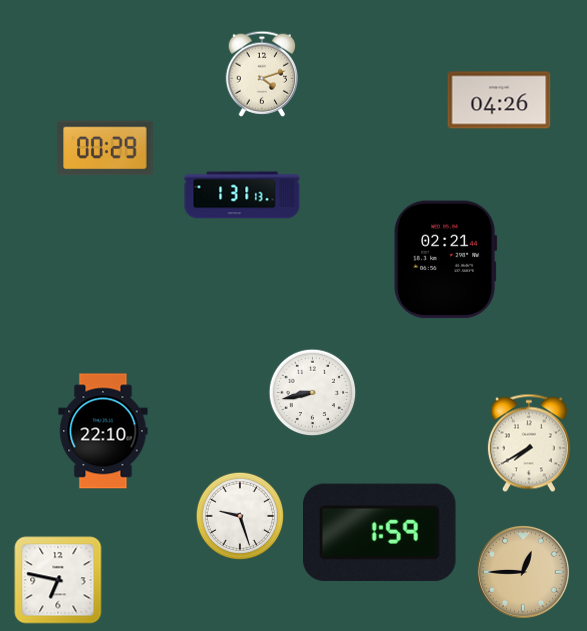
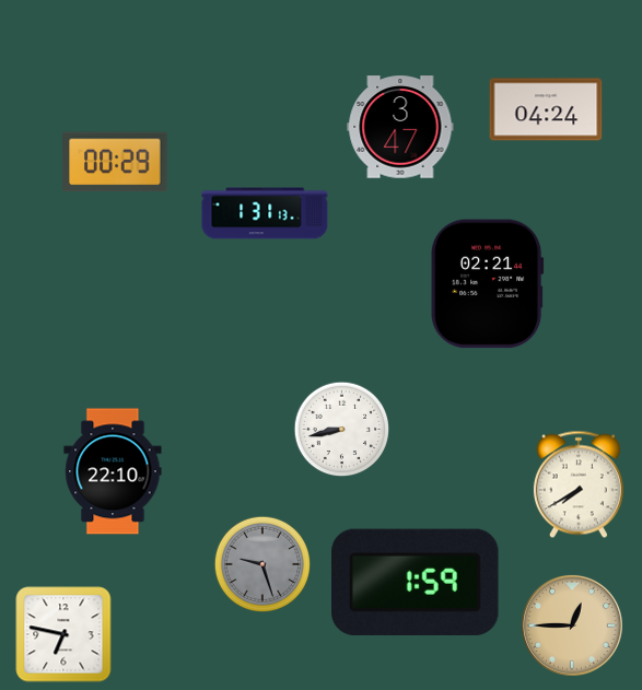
clock at (261, 74): 4:12 -> none
clock at (499, 100): 04:26 -> 04:24
clock at (400, 127): none -> 3:47
clock at (239, 515) dial: white -> grey
